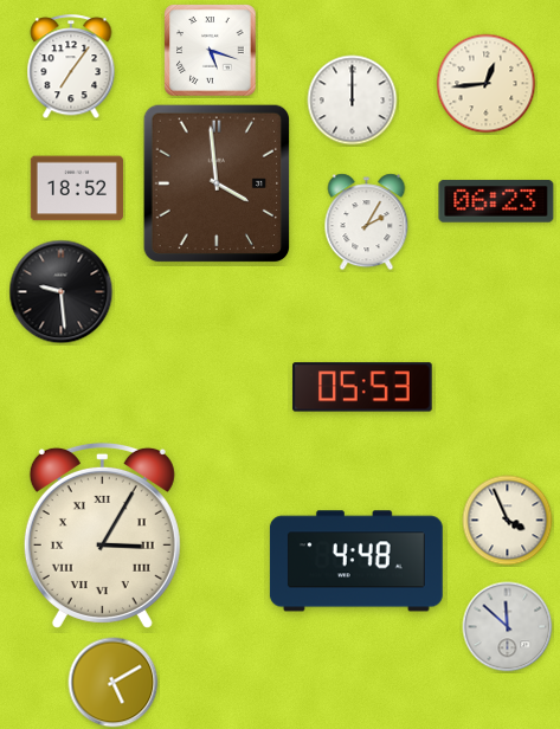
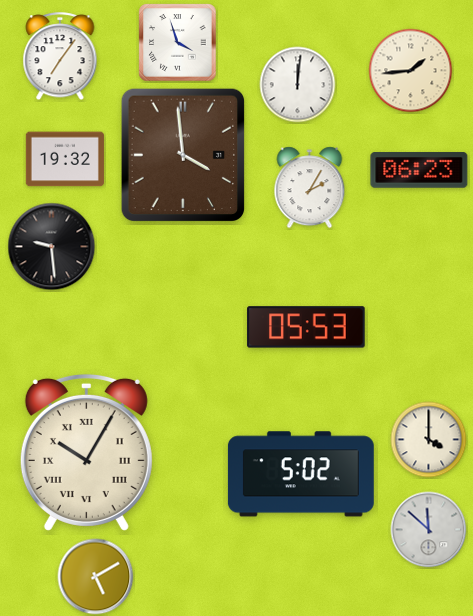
clock at (211, 51): 5:18 -> 3:57
clock at (487, 84): 12:44 -> 1:44
clock at (353, 101): 12:00 -> 12:01
clock at (77, 188): 18:52 -> 19:32
clock at (508, 521): 3:56 -> 4:00
clock at (102, 535): 3:05 -> 10:05
clock at (356, 561): 4:48 -> 5:02
